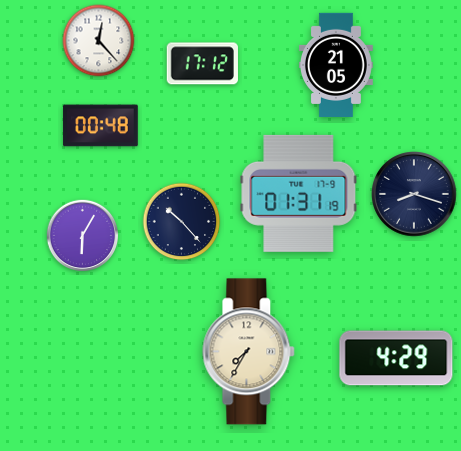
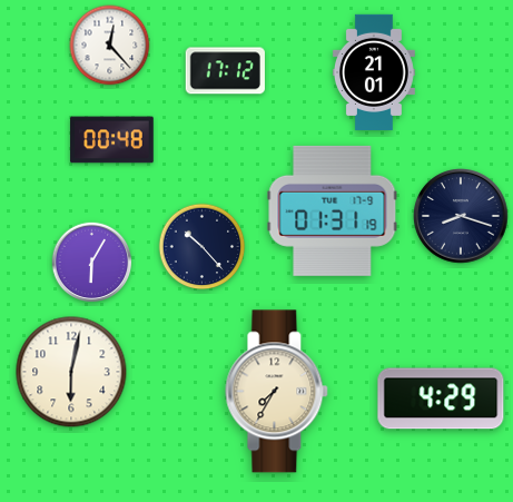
clock at (336, 65): 21:05 -> 21:01
clock at (299, 193) position: (299, 193) -> (333, 210)
clock at (71, 372): none -> 6:02
